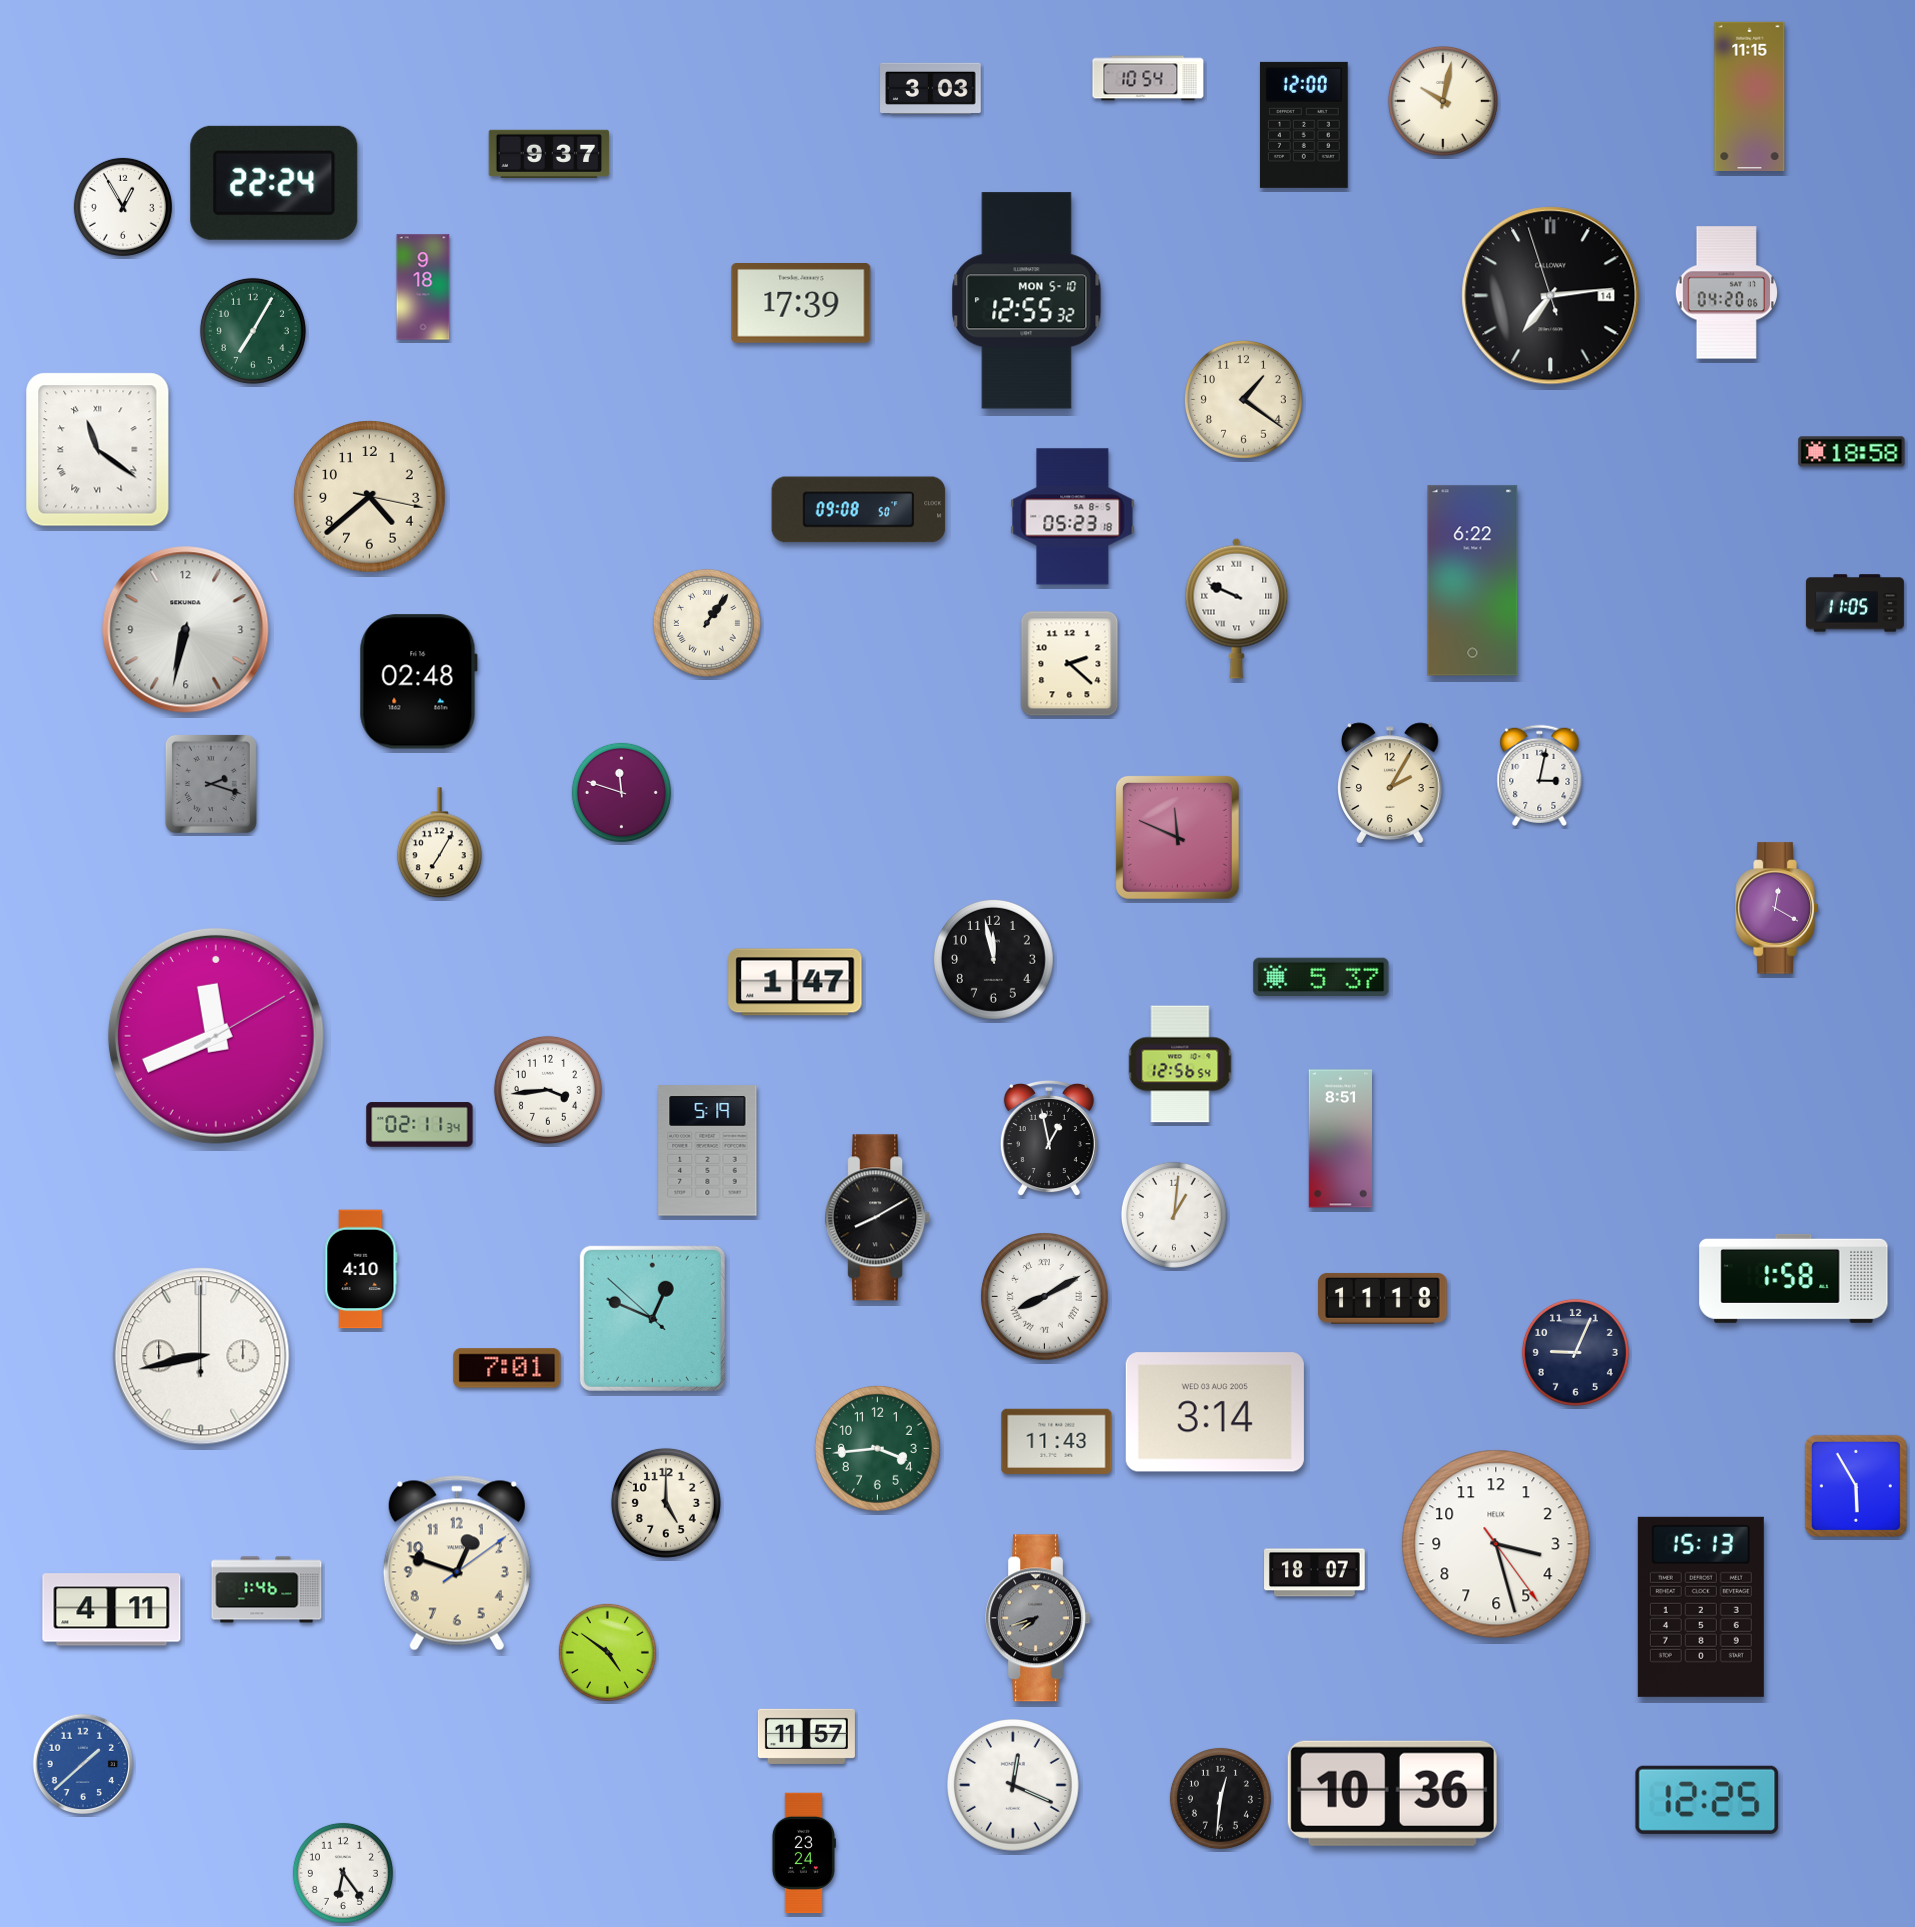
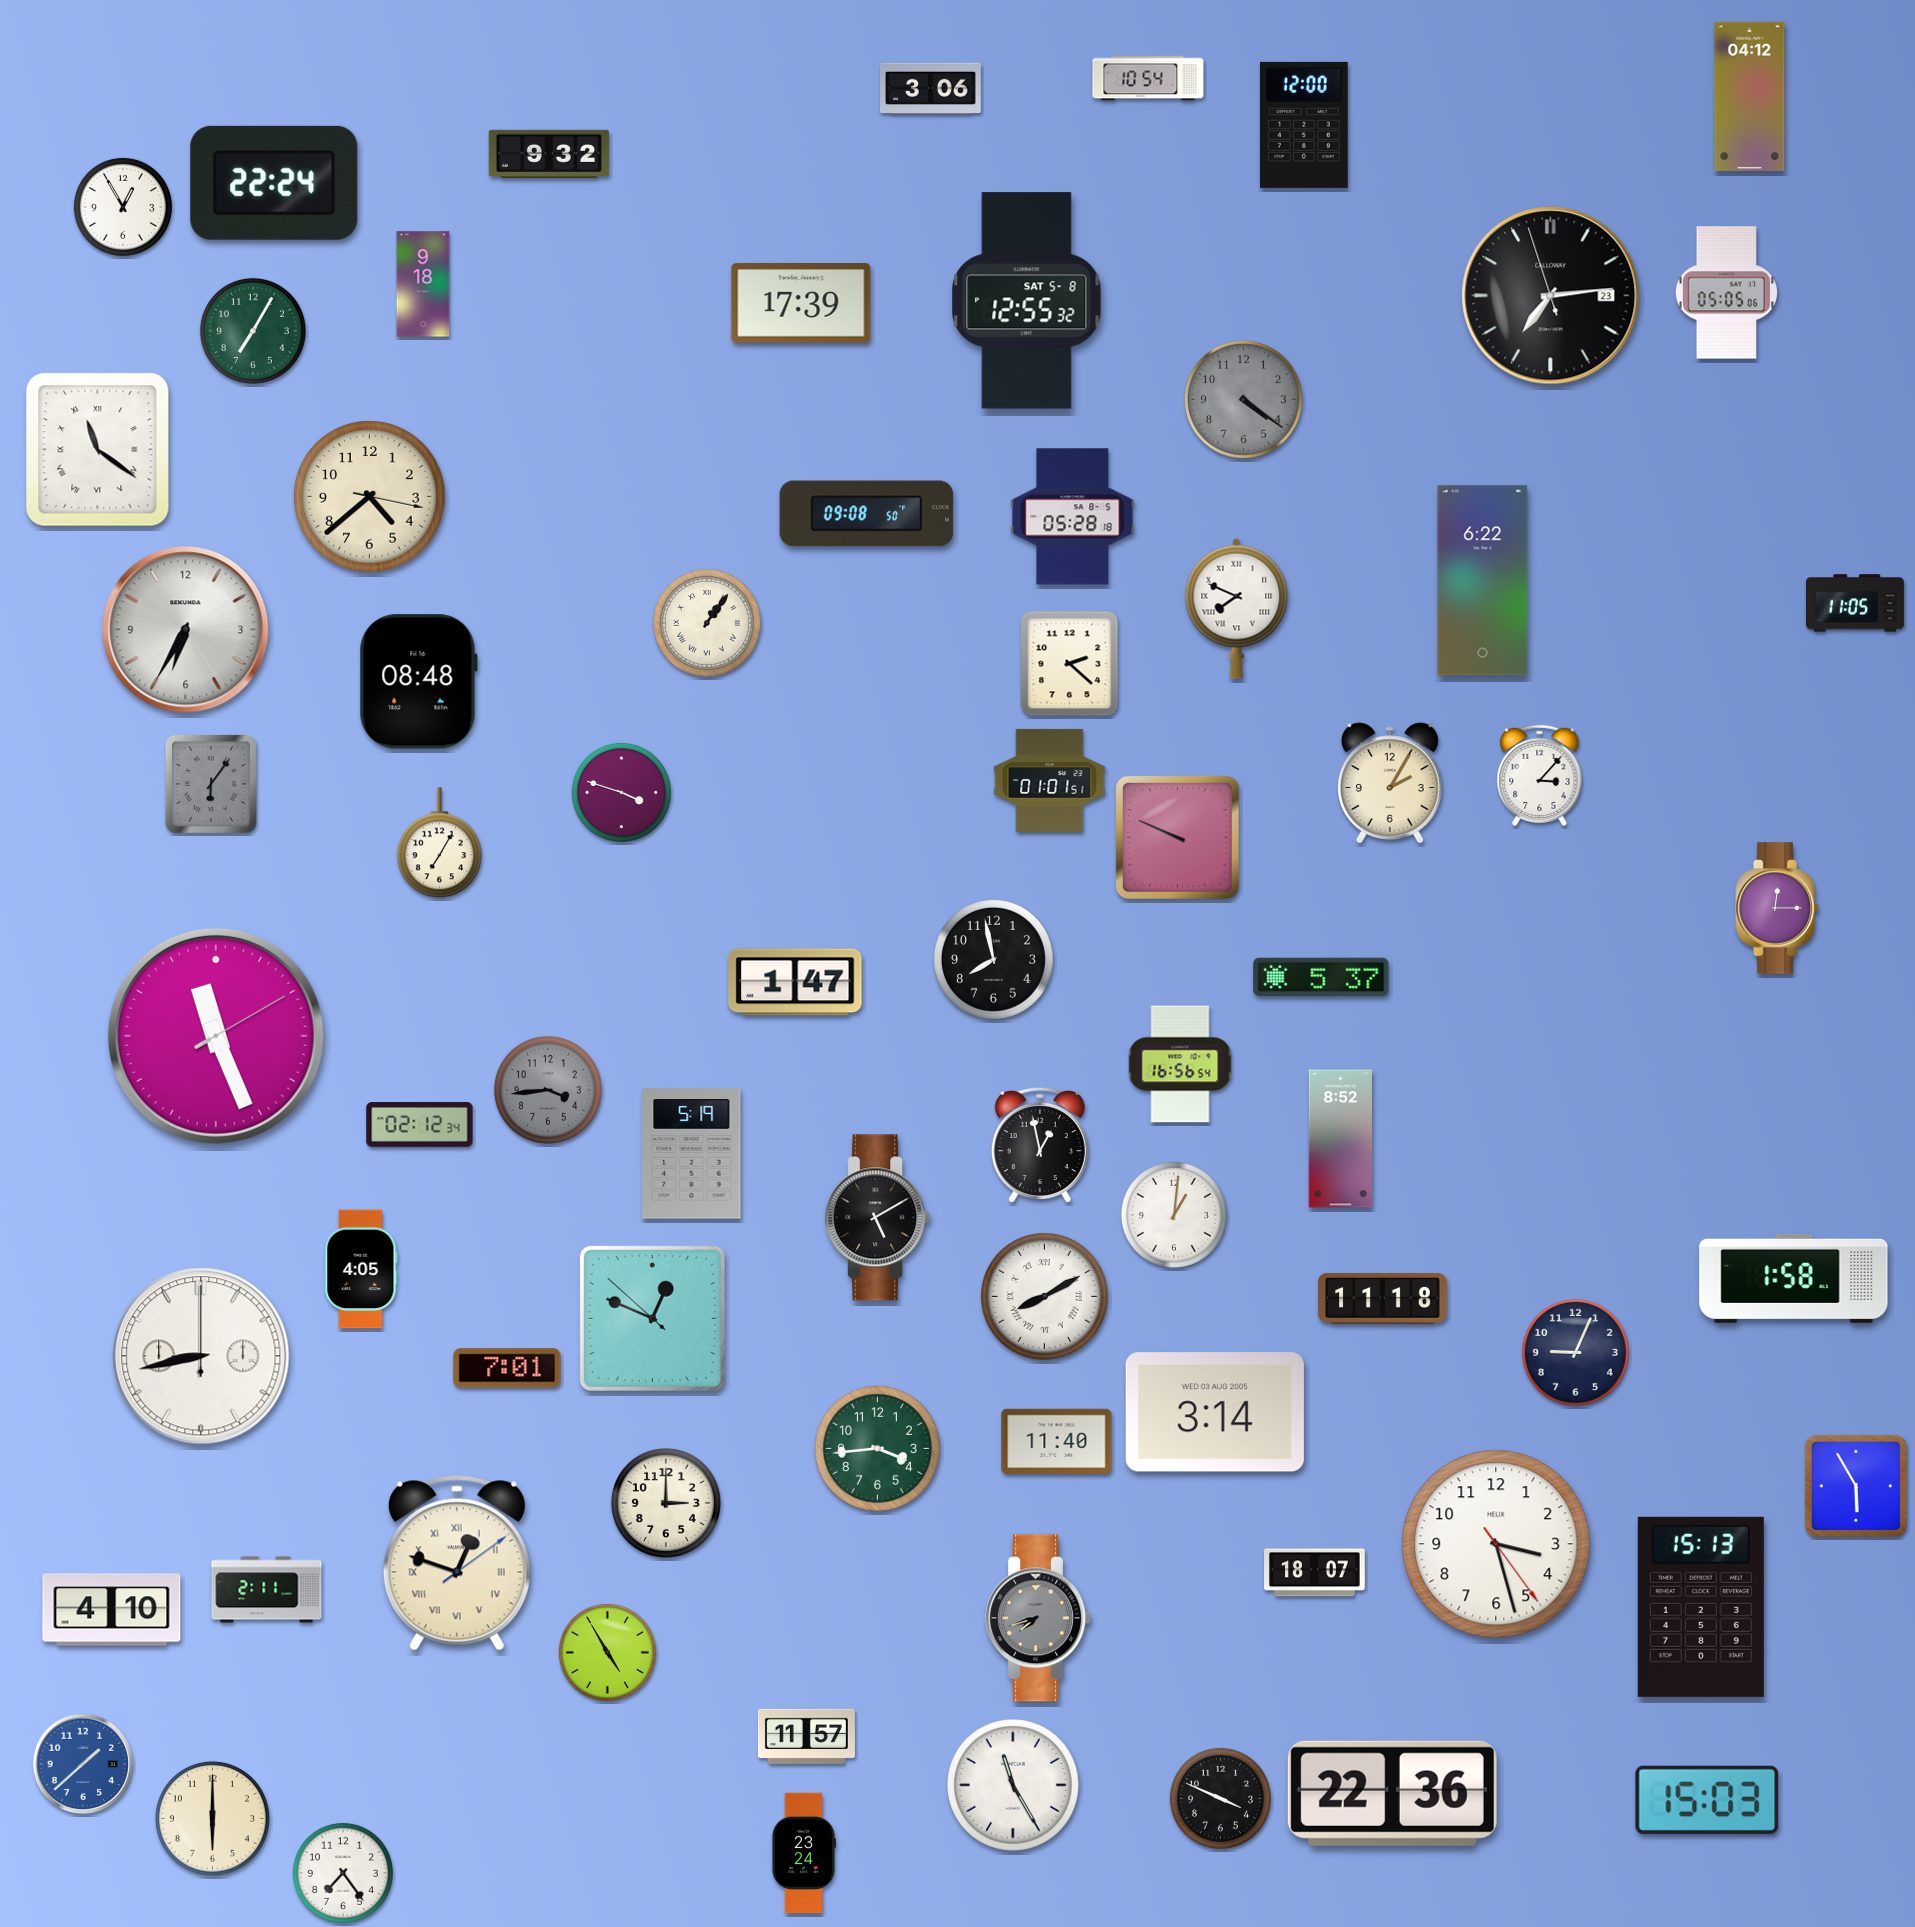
clock at (931, 89): 3:03 -> 3:06
clock at (1750, 96): 11:15 -> 04:12
clock at (1443, 101): 10:02 -> none
clock at (549, 154): 9:37 -> 9:32
clock at (423, 287) position: (423, 287) -> (423, 284)
clock at (1726, 293): 04:20 -> 05:05
clock at (1551, 296) date: 14 -> 23
clock at (1027, 301) date: MON 5-10 -> SAT 5-8
clock at (1243, 399): 1:21 -> 4:21
clock at (1243, 399) dial: cream -> grey
clock at (1852, 452): 18:58 -> none
clock at (859, 510) position: (859, 510) -> (867, 514)
clock at (1073, 517): 05:23 -> 05:28
clock at (1473, 581) position: (1473, 581) -> (1483, 581)
clock at (1237, 608): 9:49 -> 7:49
clock at (186, 630): 6:32 -> 6:35
clock at (418, 682): 02:48 -> 08:48
clock at (1540, 775): 3:02 -> 3:07
clock at (1050, 780): none -> 01:01
clock at (211, 784): 2:18 -> 6:06
clock at (621, 792): 11:48 -> 3:48
clock at (1177, 837): 11:49 -> 9:49
clock at (1777, 908): 12:20 -> 12:15
clock at (993, 959): 11:58 -> 7:58
clock at (216, 1036): 11:41 -> 11:26
clock at (1180, 1064): 12:56 -> 16:56
clock at (548, 1090) dial: white -> grey
clock at (420, 1125): 02:11 -> 02:12
clock at (1049, 1138) position: (1049, 1138) -> (1040, 1145)
clock at (1340, 1139): 8:51 -> 8:52
clock at (708, 1151) position: (708, 1151) -> (692, 1154)
clock at (878, 1218): 8:10 -> 5:10
clock at (361, 1269): 4:10 -> 4:05
clock at (1057, 1441): 11:43 -> 11:40
clock at (666, 1503): 5:00 -> 3:00
clock at (457, 1563) numerals: Arabic -> Roman
clock at (267, 1590): 1:46 -> 2:11
clock at (112, 1610): 4:11 -> 4:10
clock at (607, 1652): 4:51 -> 4:55
clock at (1014, 1786): 12:19 -> 11:25
clock at (1392, 1793): 10:36 -> 22:36
clock at (1220, 1798): 12:31 -> 3:49
clock at (1707, 1800): 12:25 -> 15:03
clock at (212, 1818): none -> 6:00
clock at (343, 1873): 6:24 -> 7:24
